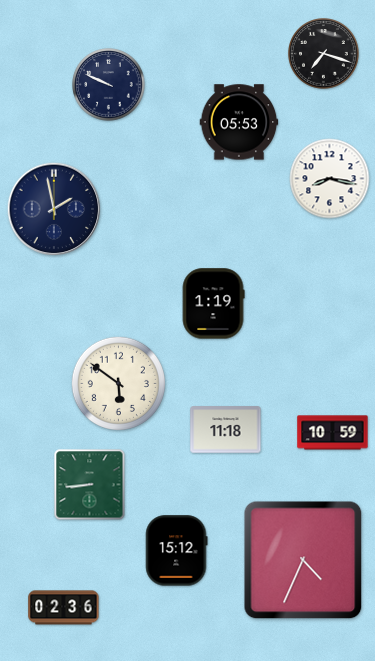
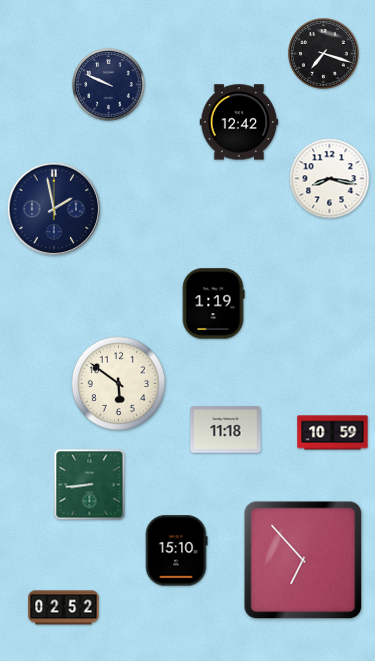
clock at (239, 122): 05:53 -> 12:42
clock at (176, 551): 15:12 -> 15:10
clock at (303, 560): 4:34 -> 6:53
clock at (64, 608): 02:36 -> 02:52
